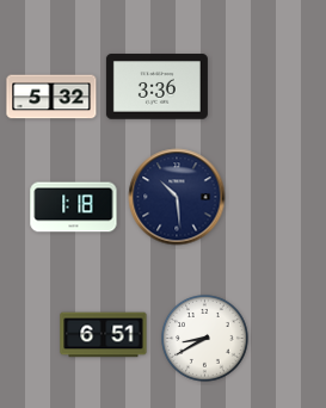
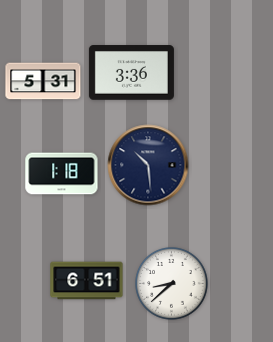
clock at (51, 97): 5:32 -> 5:31
clock at (205, 339): 8:40 -> 8:38
